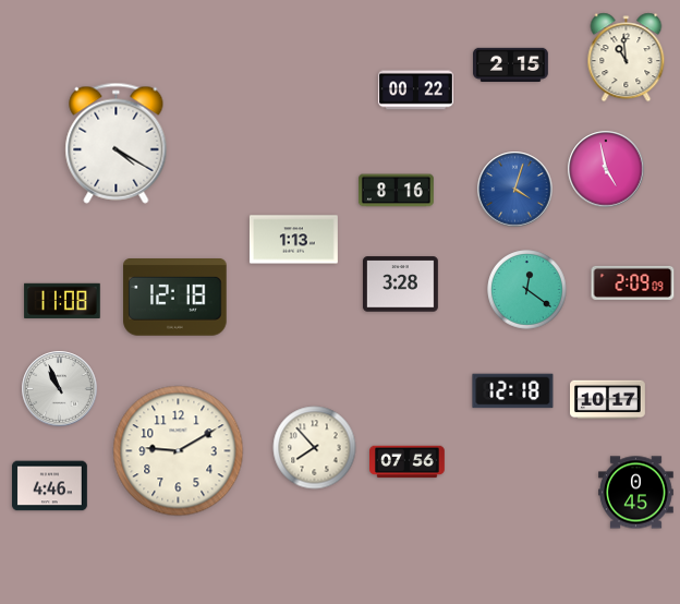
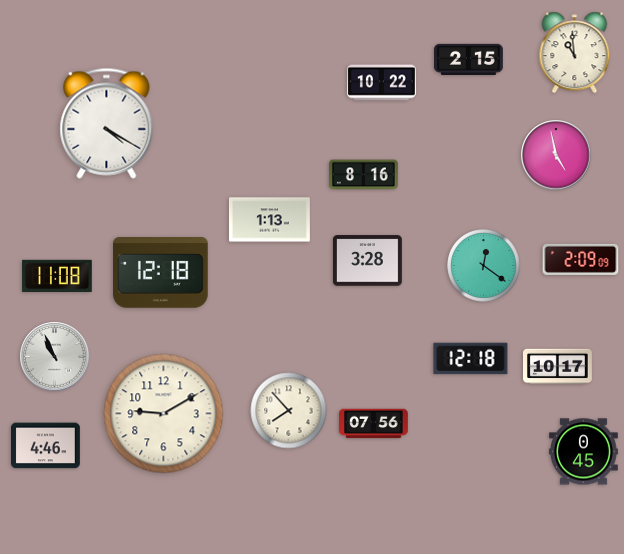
clock at (415, 90): 00:22 -> 10:22
clock at (117, 143) position: (117, 143) -> (107, 123)
clock at (515, 190): 4:03 -> none
